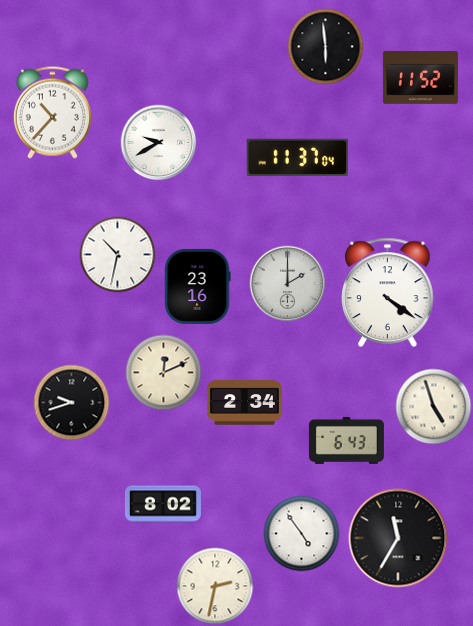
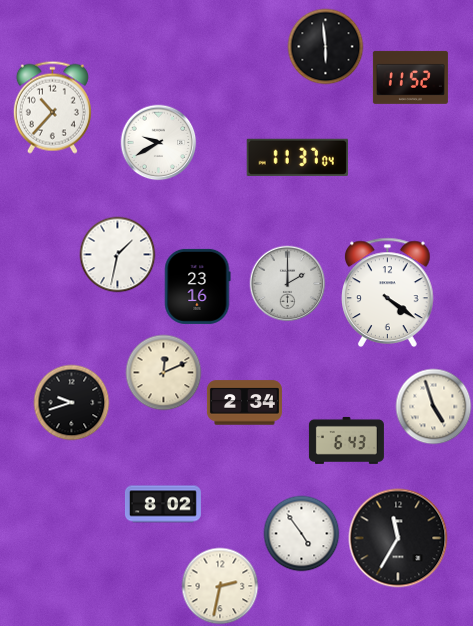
clock at (420, 77) position: (420, 77) -> (410, 77)
clock at (52, 112) position: (52, 112) -> (52, 107)
clock at (118, 255): 10:32 -> 1:32
clock at (215, 586) position: (215, 586) -> (220, 586)
